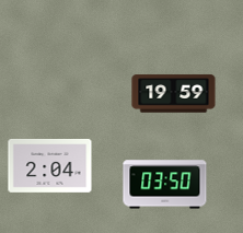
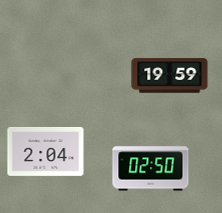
clock at (174, 94) position: (174, 94) -> (170, 76)
clock at (165, 185): 03:50 -> 02:50
